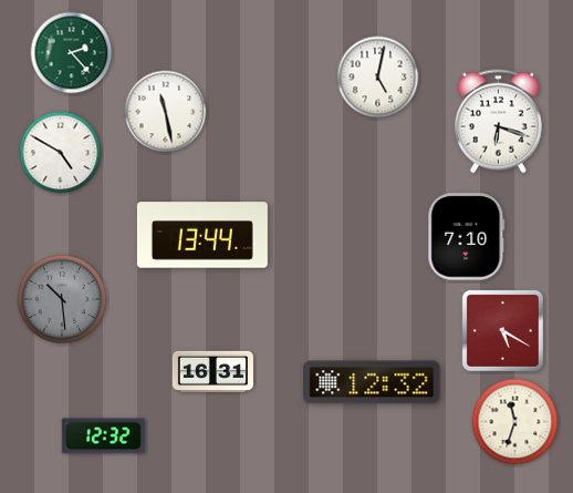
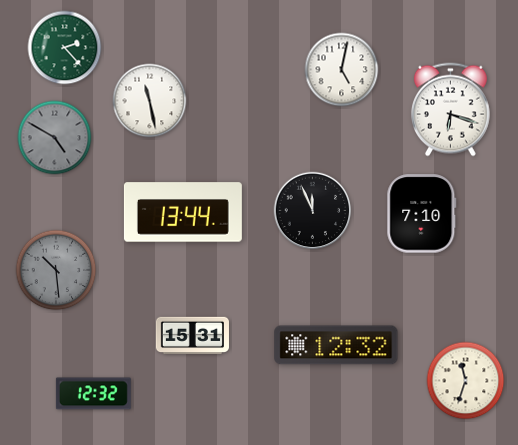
clock at (61, 153) dial: white -> grey
clock at (313, 211): none -> 11:56
clock at (502, 330): 5:20 -> none
clock at (212, 372): 16:31 -> 15:31
